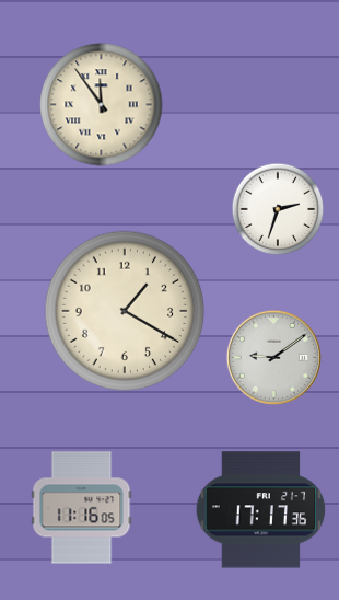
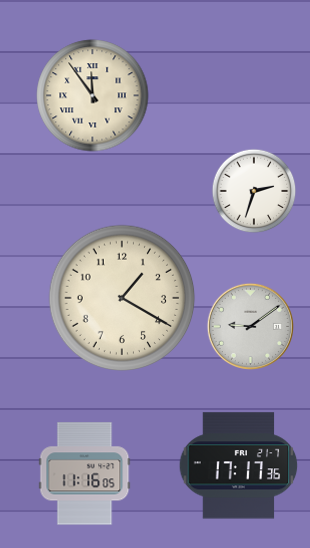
clock at (125, 311) position: (125, 311) -> (122, 298)
clock at (82, 508) position: (82, 508) -> (85, 474)
